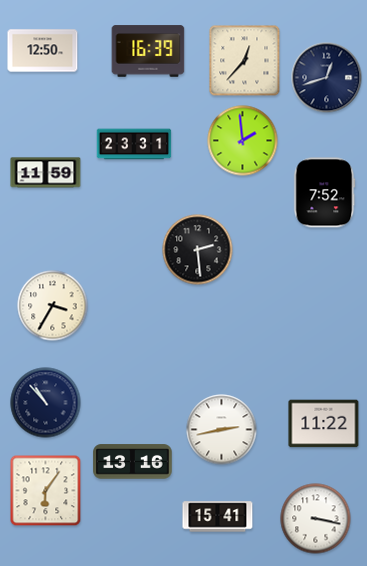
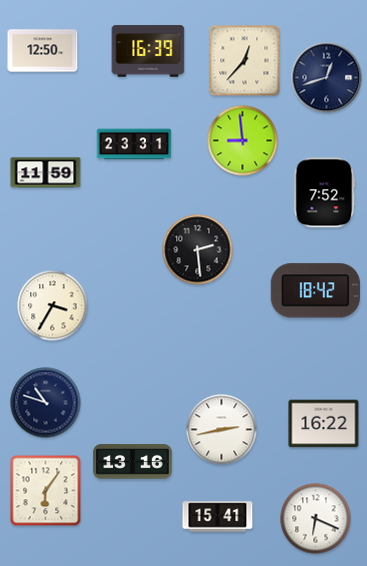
clock at (243, 141): 1:59 -> 8:59
clock at (315, 291): none -> 18:42
clock at (46, 403): 10:53 -> 10:48
clock at (324, 424): 11:22 -> 16:22
clock at (316, 519): 3:17 -> 6:19
